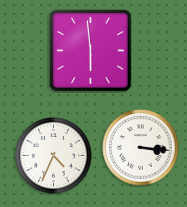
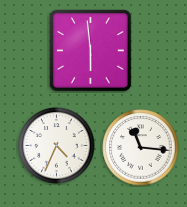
clock at (141, 148): 3:16 -> 11:16
clock at (54, 156) position: (54, 156) -> (57, 146)
